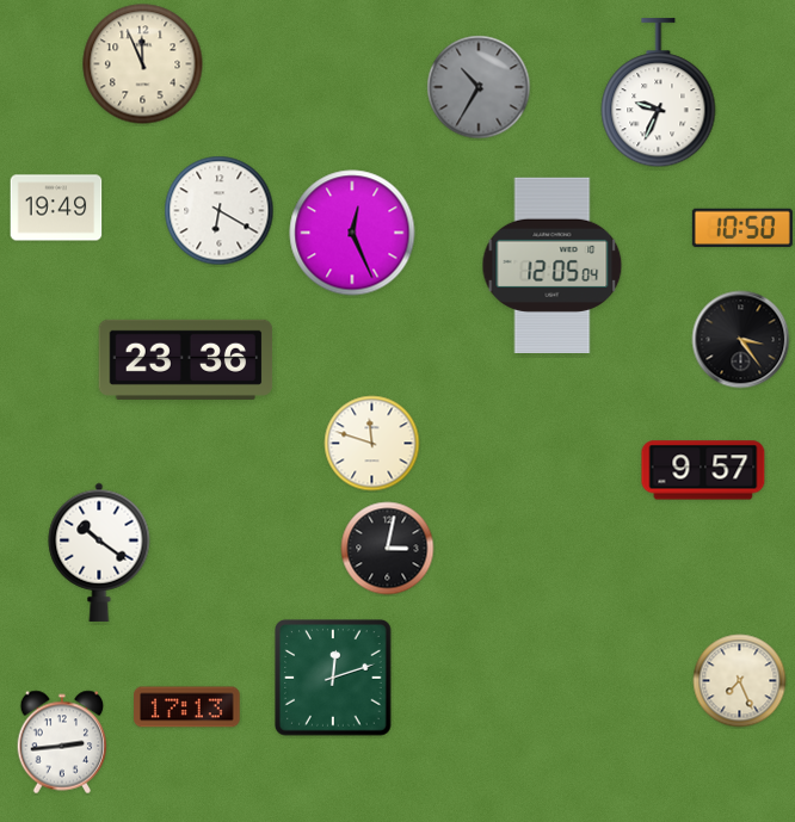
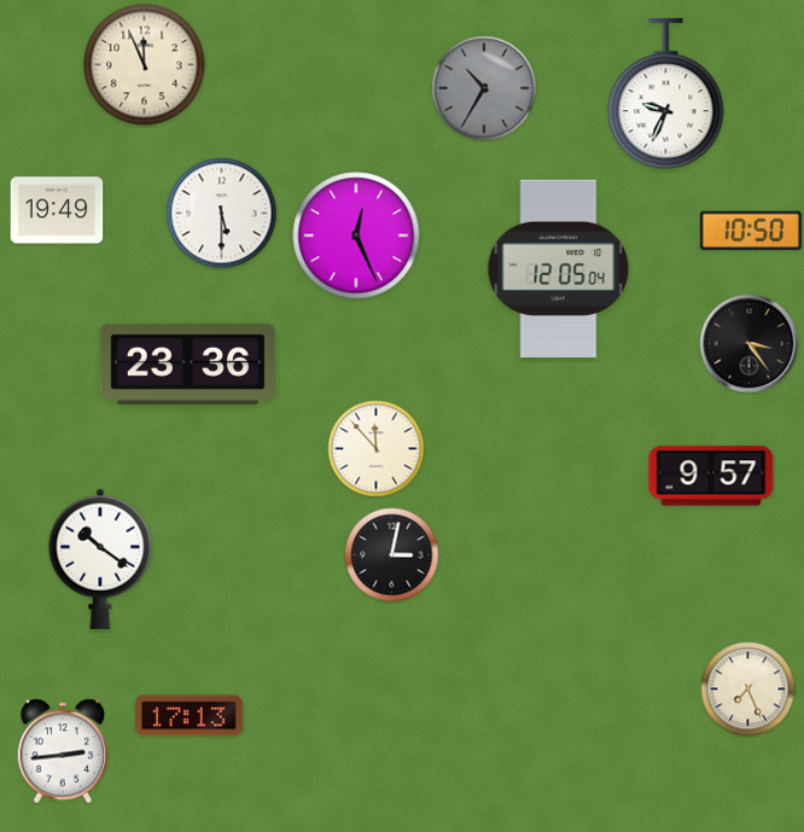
clock at (220, 211): 6:20 -> 5:30
clock at (372, 444): 11:48 -> 11:53
clock at (333, 678): 12:12 -> none
